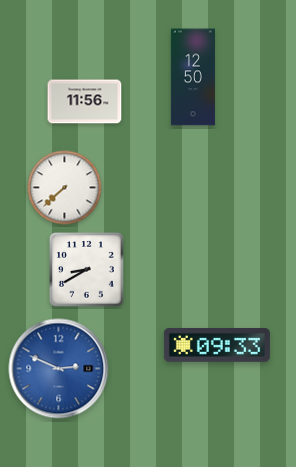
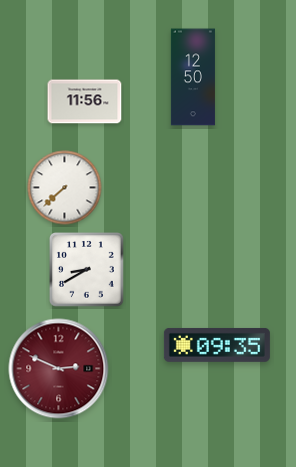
clock at (217, 345): 09:33 -> 09:35
clock at (59, 369) dial: blue -> burgundy
